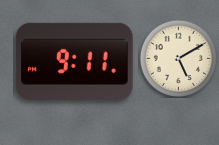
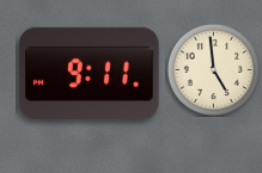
clock at (178, 58): 5:10 -> 4:59
